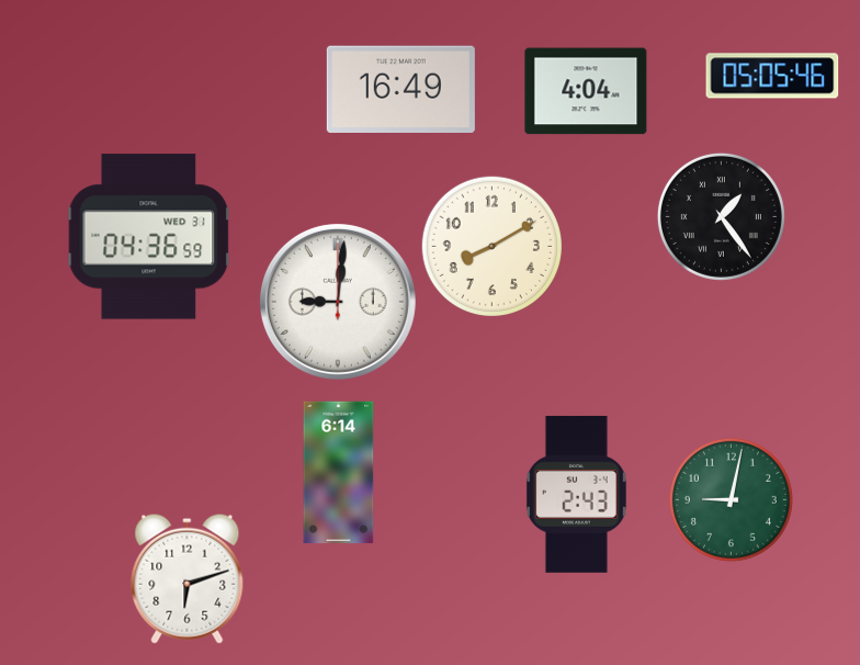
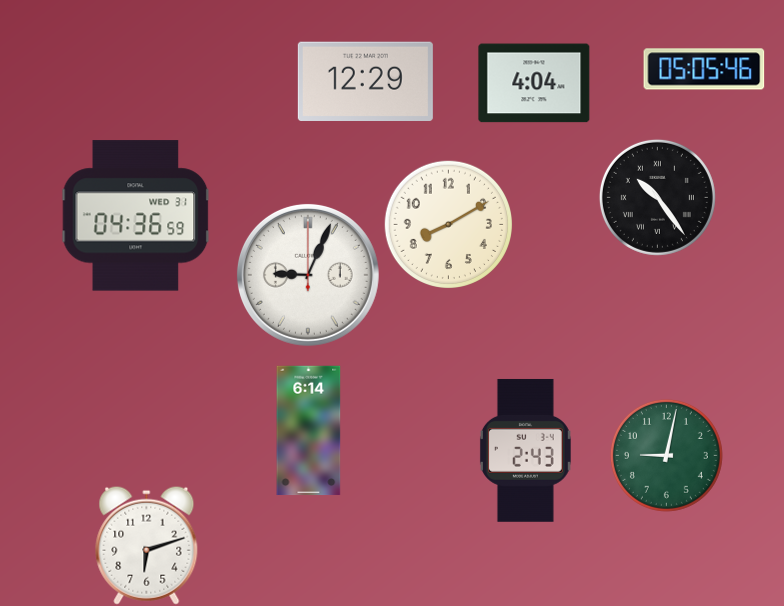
clock at (400, 89): 16:49 -> 12:29
clock at (721, 216): 1:24 -> 10:24
clock at (338, 302): 9:01 -> 9:04
clock at (188, 578) position: (188, 578) -> (147, 545)
